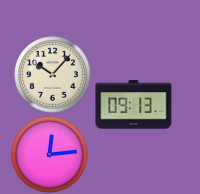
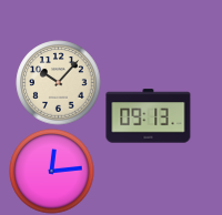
clock at (50, 155) position: (50, 155) -> (52, 172)
